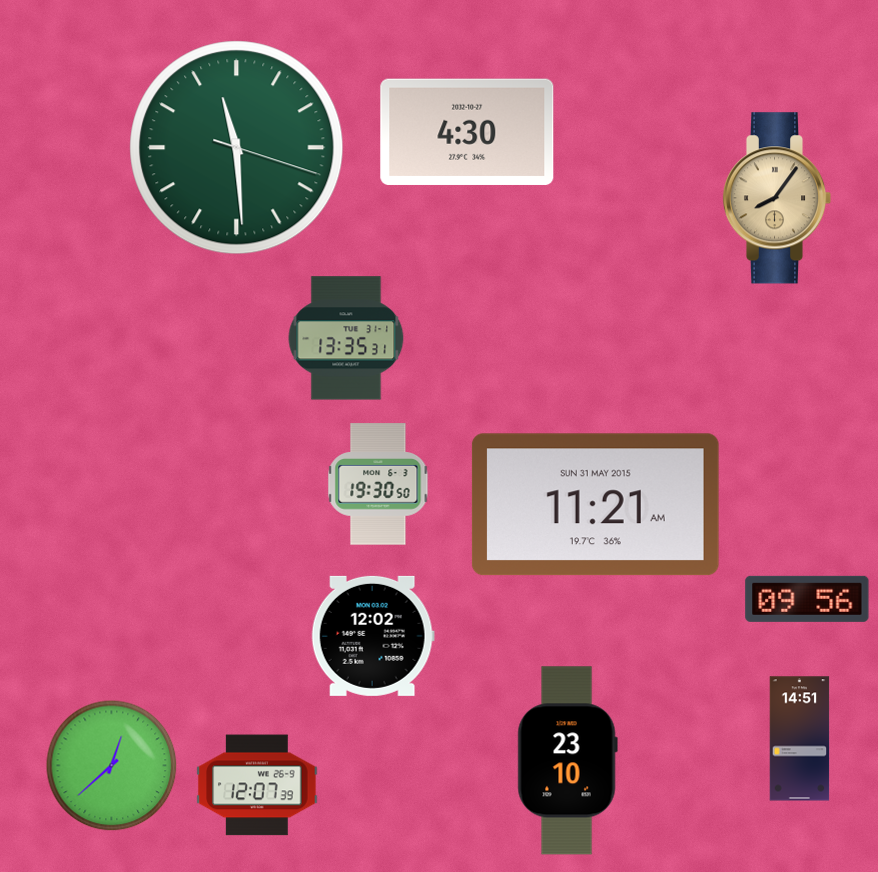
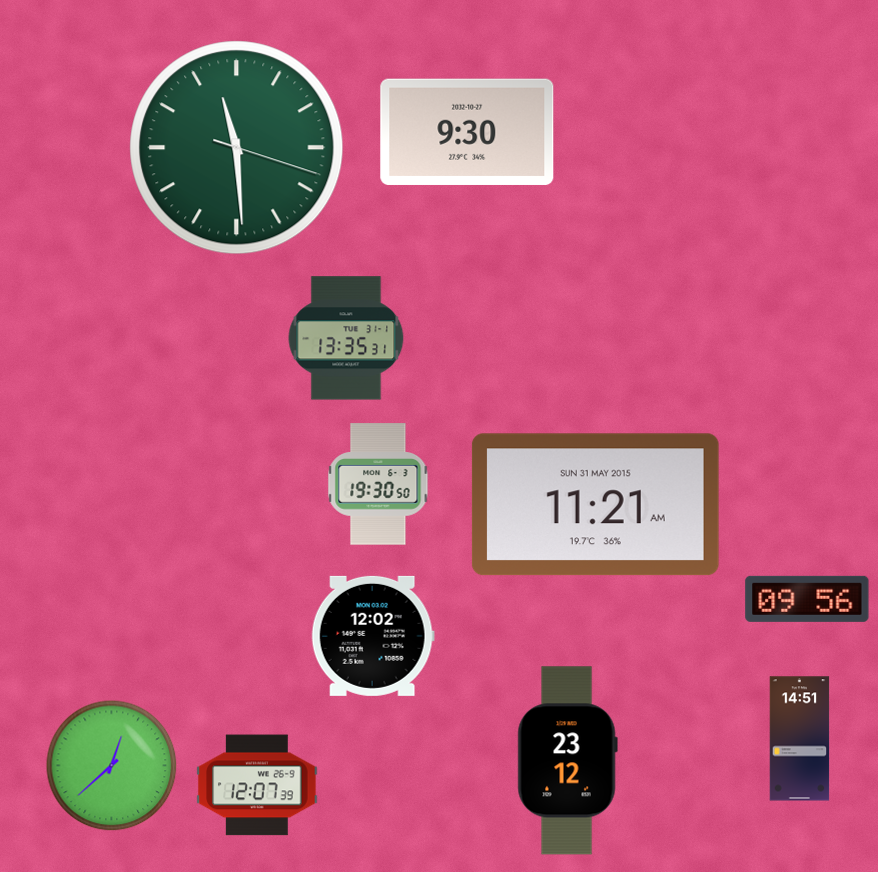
clock at (467, 132): 4:30 -> 9:30
clock at (777, 198): 8:06 -> none
clock at (567, 761): 23:10 -> 23:12
